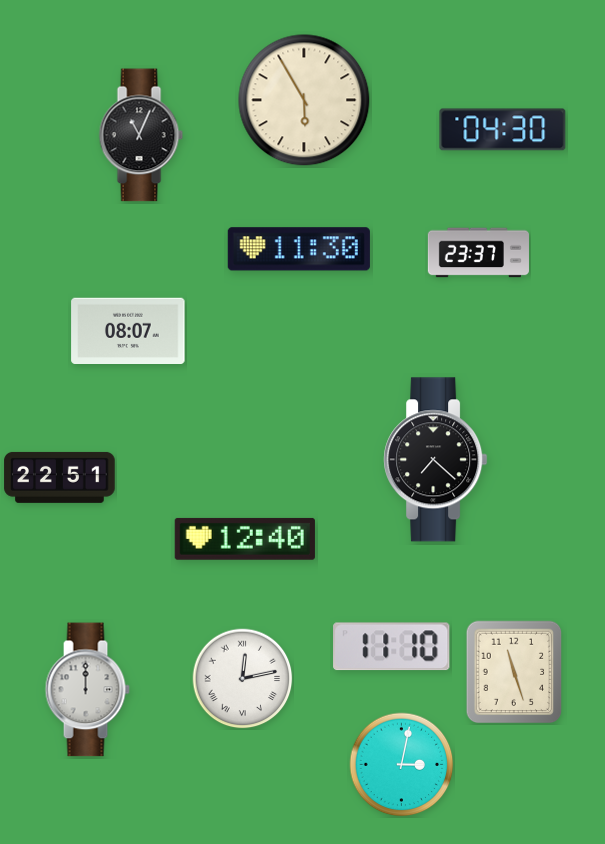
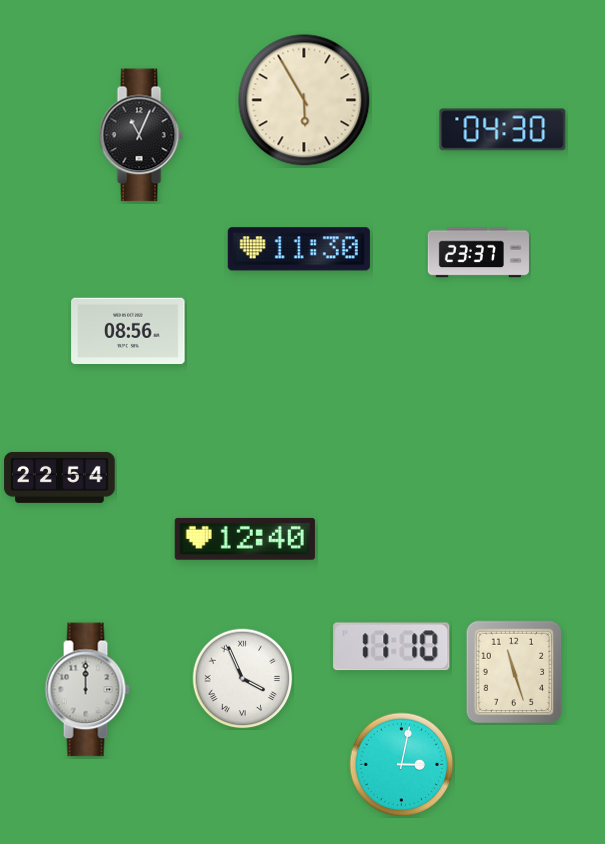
clock at (128, 331): 08:07 -> 08:56
clock at (436, 460): 7:22 -> none
clock at (60, 477): 22:51 -> 22:54
clock at (243, 679): 12:13 -> 3:56
